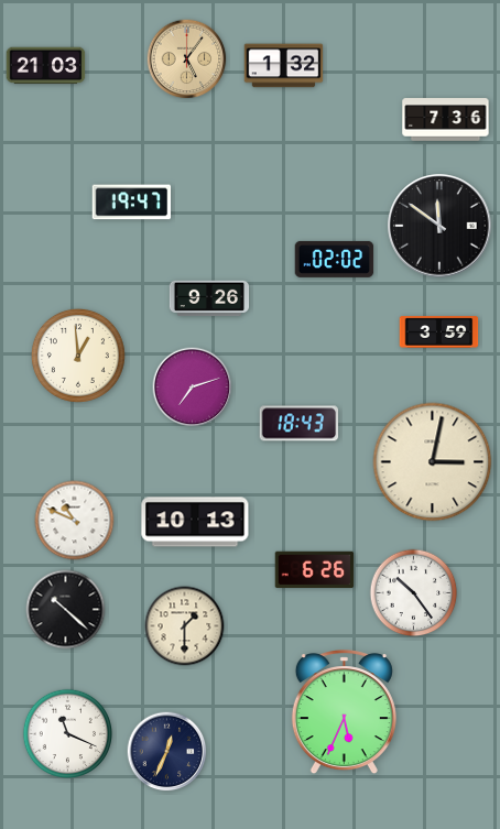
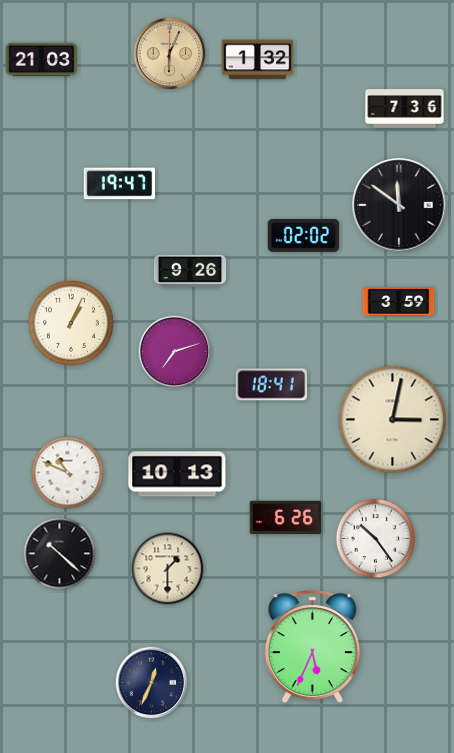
clock at (187, 59): 5:06 -> 6:04
clock at (78, 356): 12:59 -> 1:04
clock at (300, 424): 18:43 -> 18:41
clock at (68, 734): 11:19 -> none
